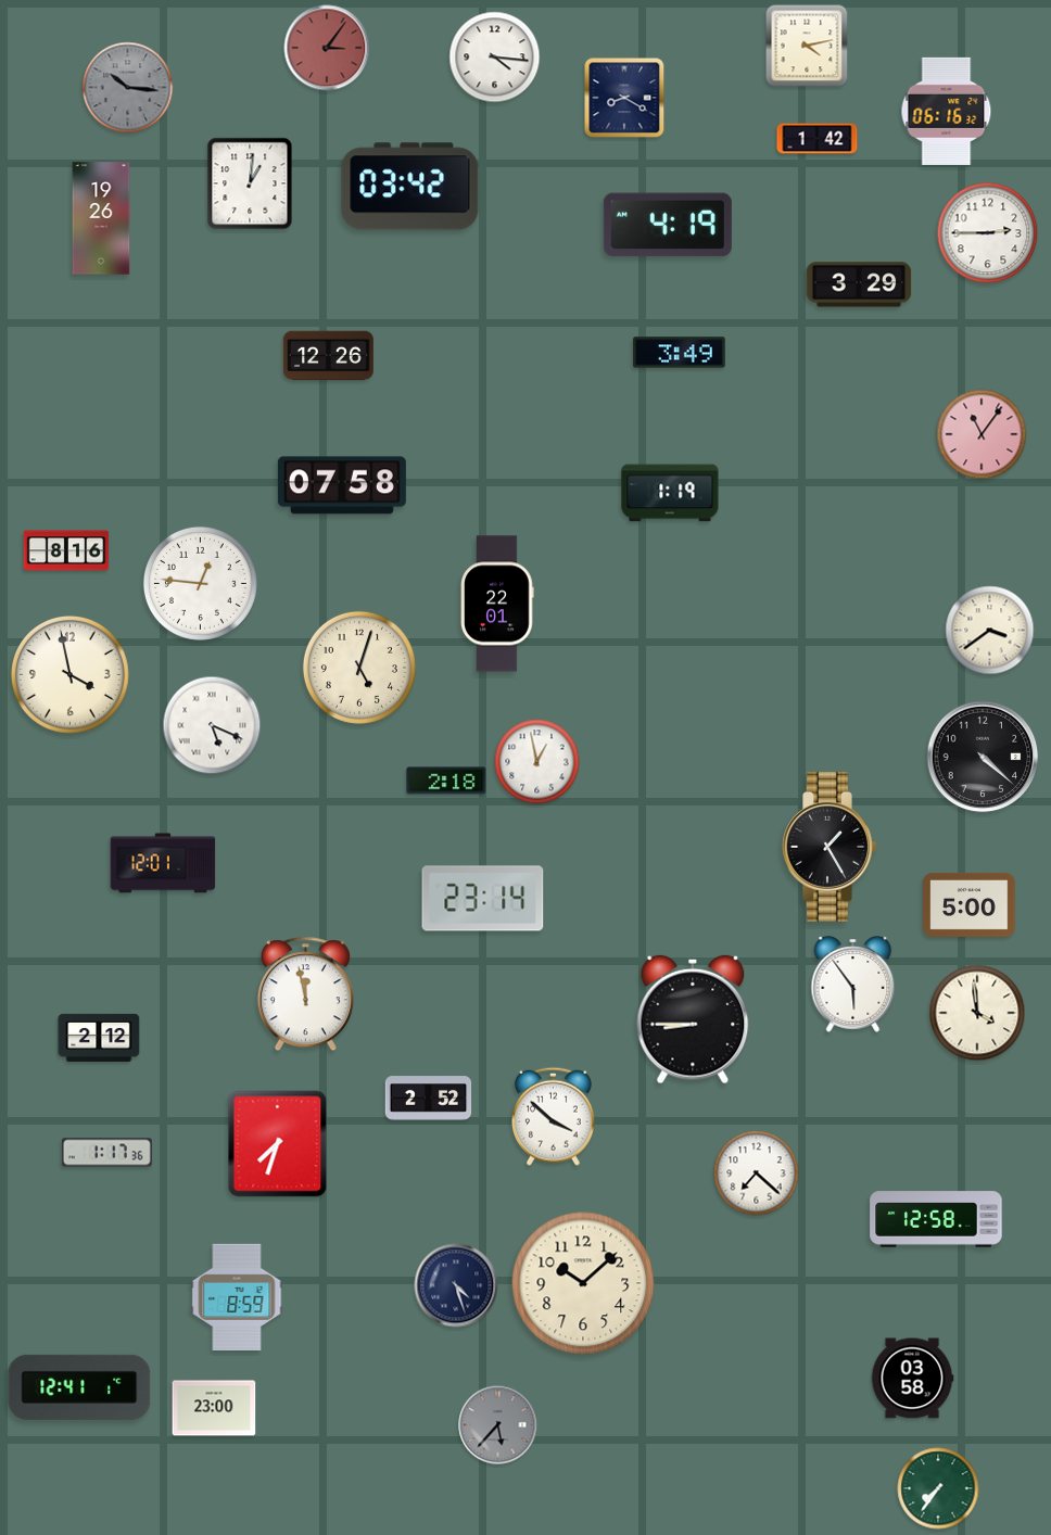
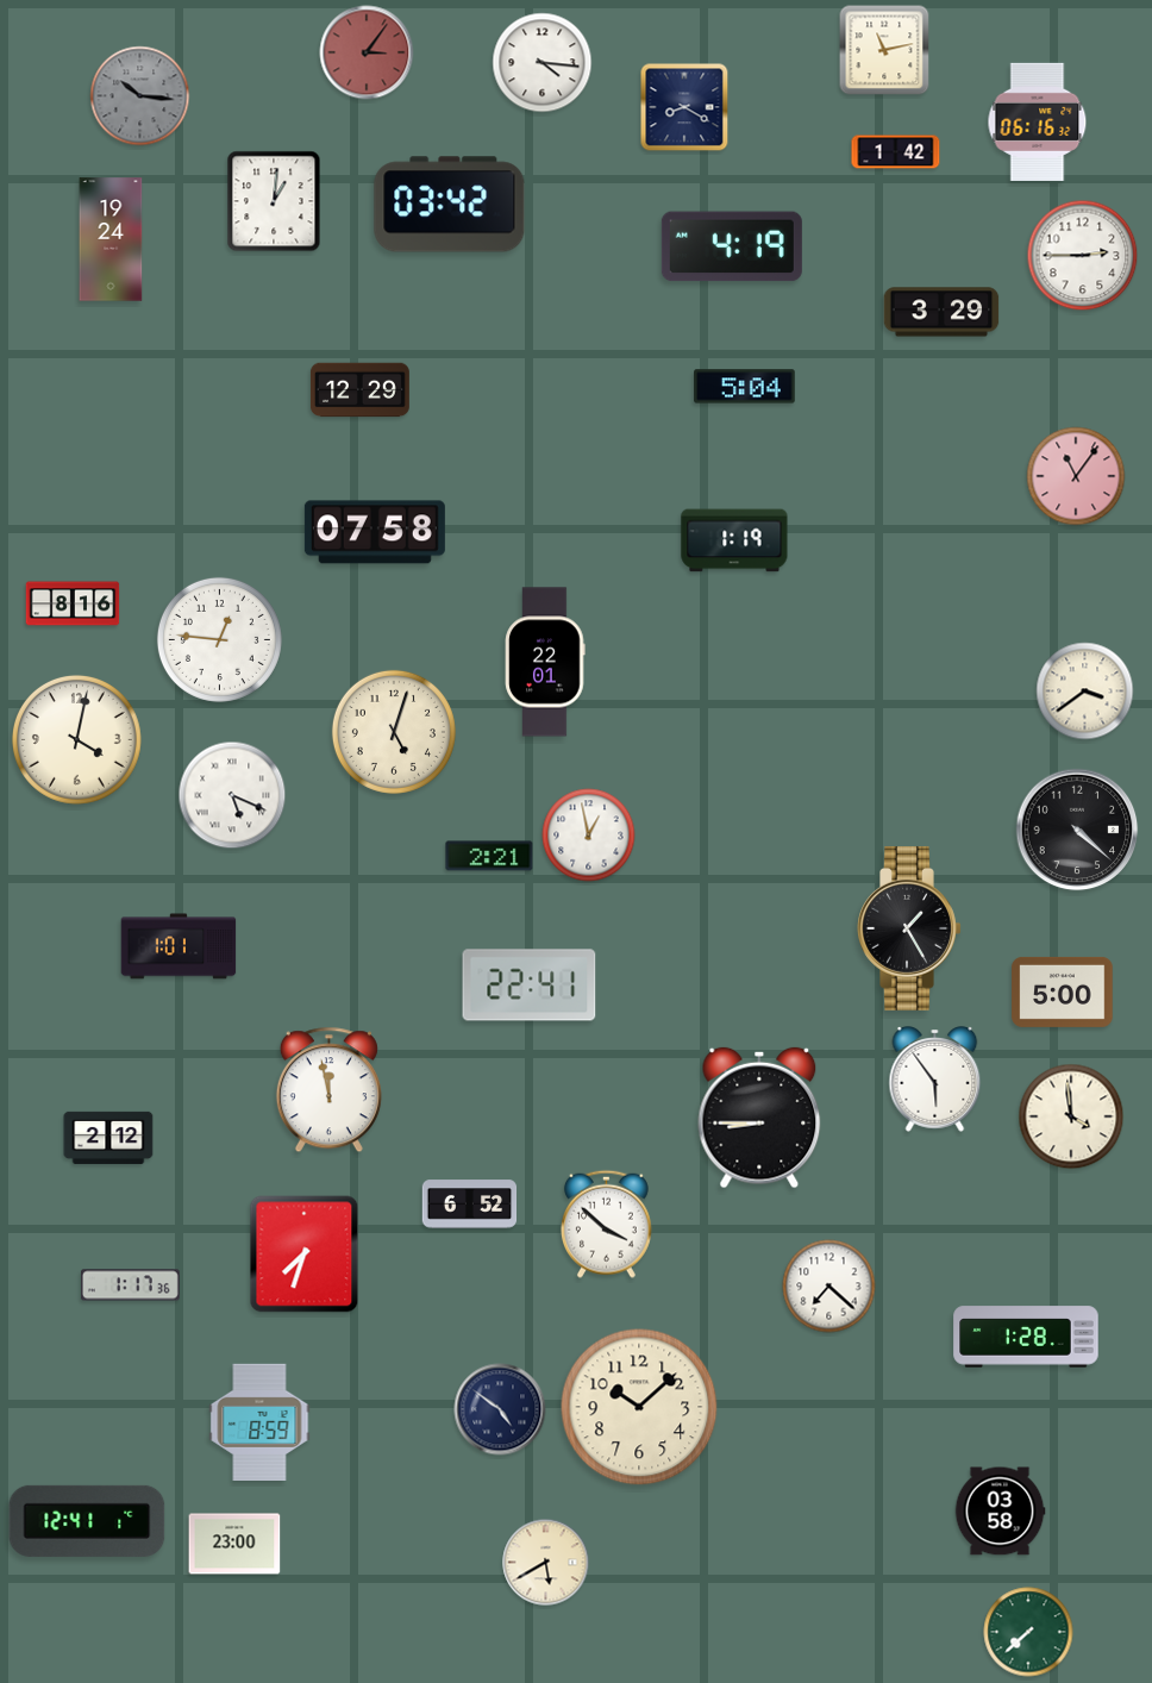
clock at (807, 46): 4:13 -> 11:13
clock at (327, 48) position: (327, 48) -> (367, 52)
clock at (101, 218): 19:26 -> 19:24
clock at (680, 353): 3:49 -> 5:04
clock at (329, 356): 12:26 -> 12:29
clock at (69, 674): 3:58 -> 4:02
clock at (446, 781): 2:18 -> 2:21
clock at (163, 863): 12:01 -> 1:01
clock at (483, 899): 23:14 -> 22:41
clock at (305, 994) position: (305, 994) -> (328, 1090)
clock at (977, 1013) position: (977, 1013) -> (1071, 1116)
clock at (429, 1099): 2:52 -> 6:52
clock at (106, 1153) position: (106, 1153) -> (130, 1285)
clock at (936, 1219): 12:58 -> 1:28
clock at (456, 1285): 4:27 -> 4:51
clock at (498, 1425): 5:37 -> 5:40
clock at (498, 1425) dial: grey -> cream
clock at (938, 1488): 7:36 -> 7:38
